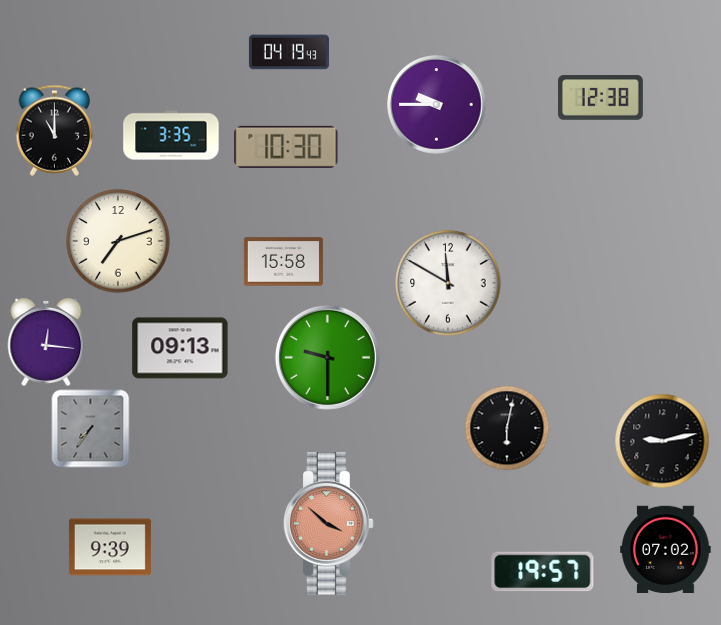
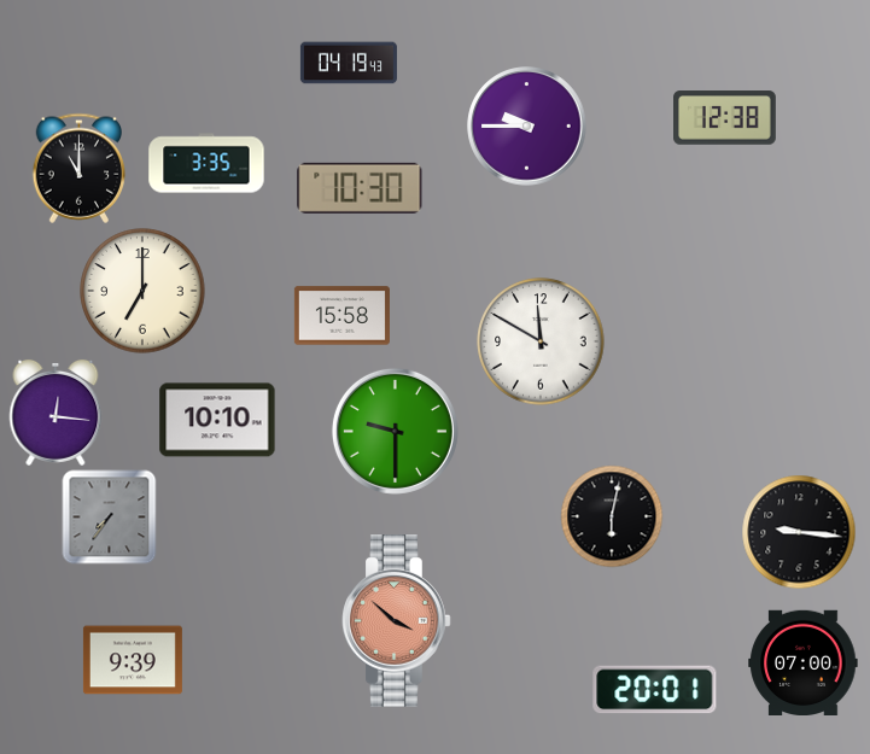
clock at (55, 130) position: (55, 130) -> (80, 168)
clock at (286, 147) position: (286, 147) -> (360, 188)
clock at (118, 241): 7:12 -> 7:00
clock at (180, 348): 09:13 -> 10:10
clock at (662, 441): 9:13 -> 9:16
clock at (329, 524) position: (329, 524) -> (397, 621)
clock at (666, 549): 07:02 -> 07:00
clock at (543, 572): 19:57 -> 20:01
